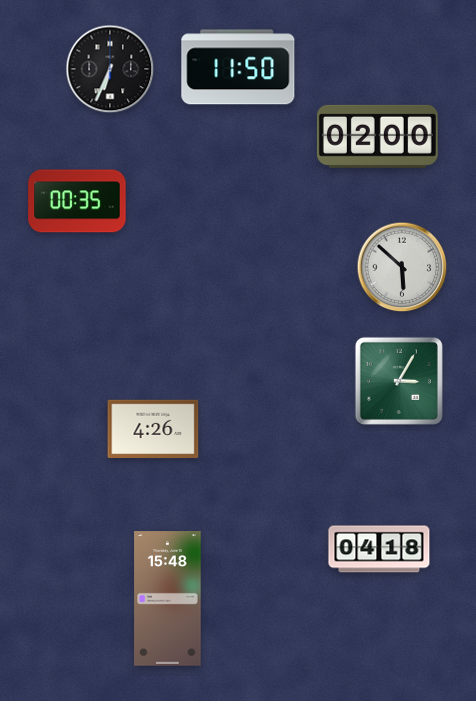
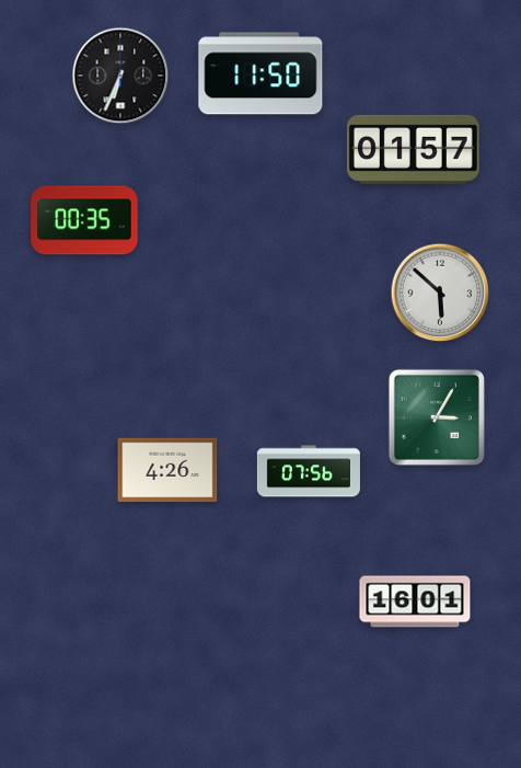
clock at (377, 136): 02:00 -> 01:57
clock at (309, 471): none -> 07:56
clock at (379, 549): 04:18 -> 16:01
clock at (168, 599): 15:48 -> none
